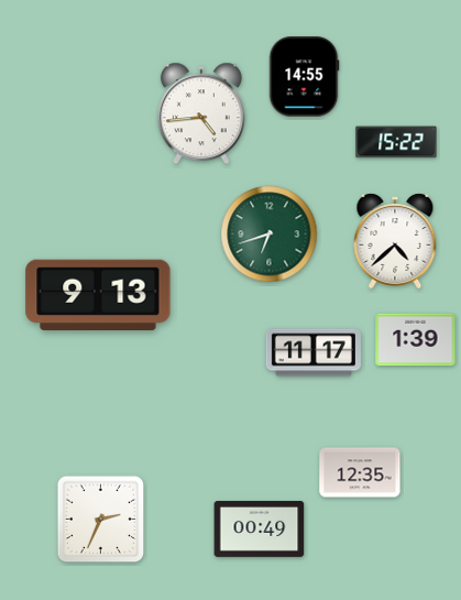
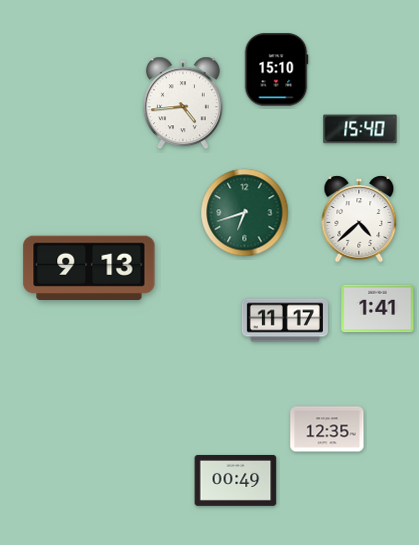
clock at (304, 77): 14:55 -> 15:10
clock at (396, 142): 15:22 -> 15:40
clock at (416, 340): 1:39 -> 1:41
clock at (101, 520): 2:34 -> none
